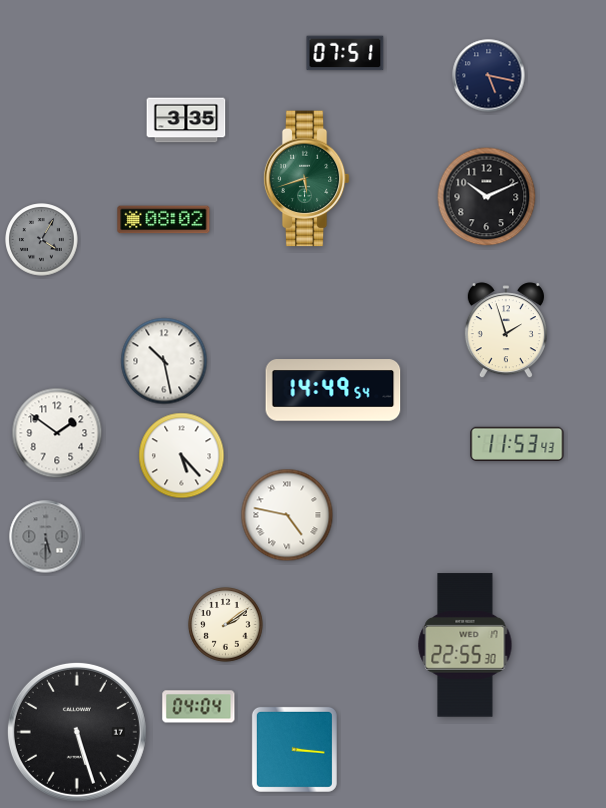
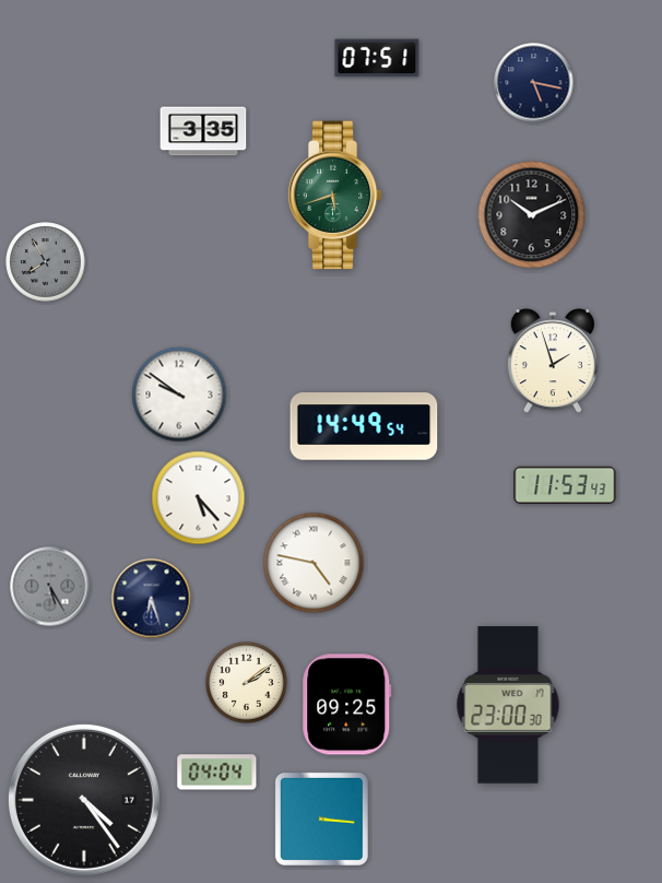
clock at (164, 220): 08:02 -> none
clock at (42, 240): 4:05 -> 7:55
clock at (164, 361): 10:28 -> 9:51
clock at (57, 433): 1:51 -> none
clock at (46, 537): 5:30 -> 5:25
clock at (152, 599): none -> 6:27
clock at (347, 705): none -> 09:25
clock at (465, 645): 22:55 -> 23:00
clock at (77, 732): 5:27 -> 4:24
